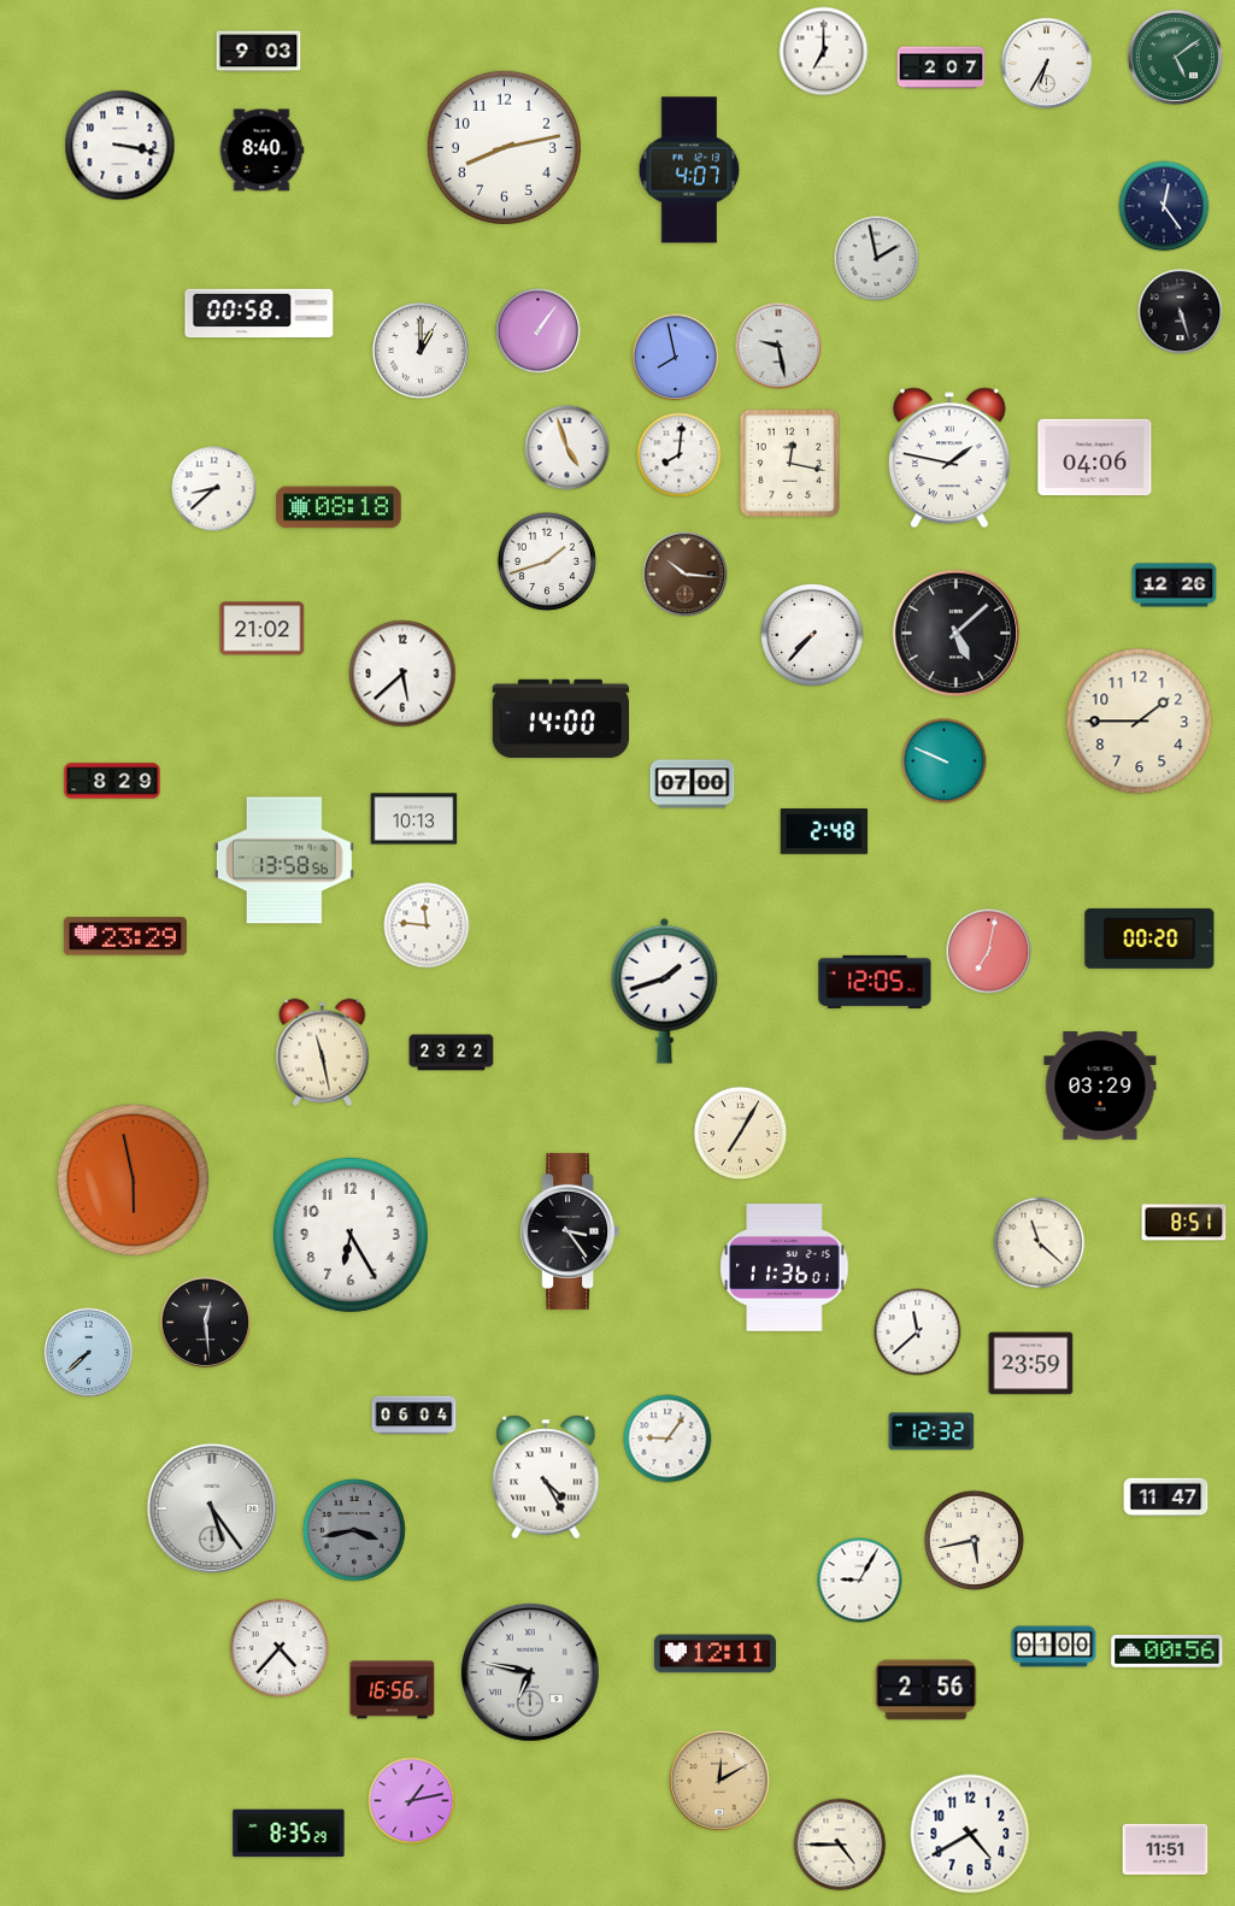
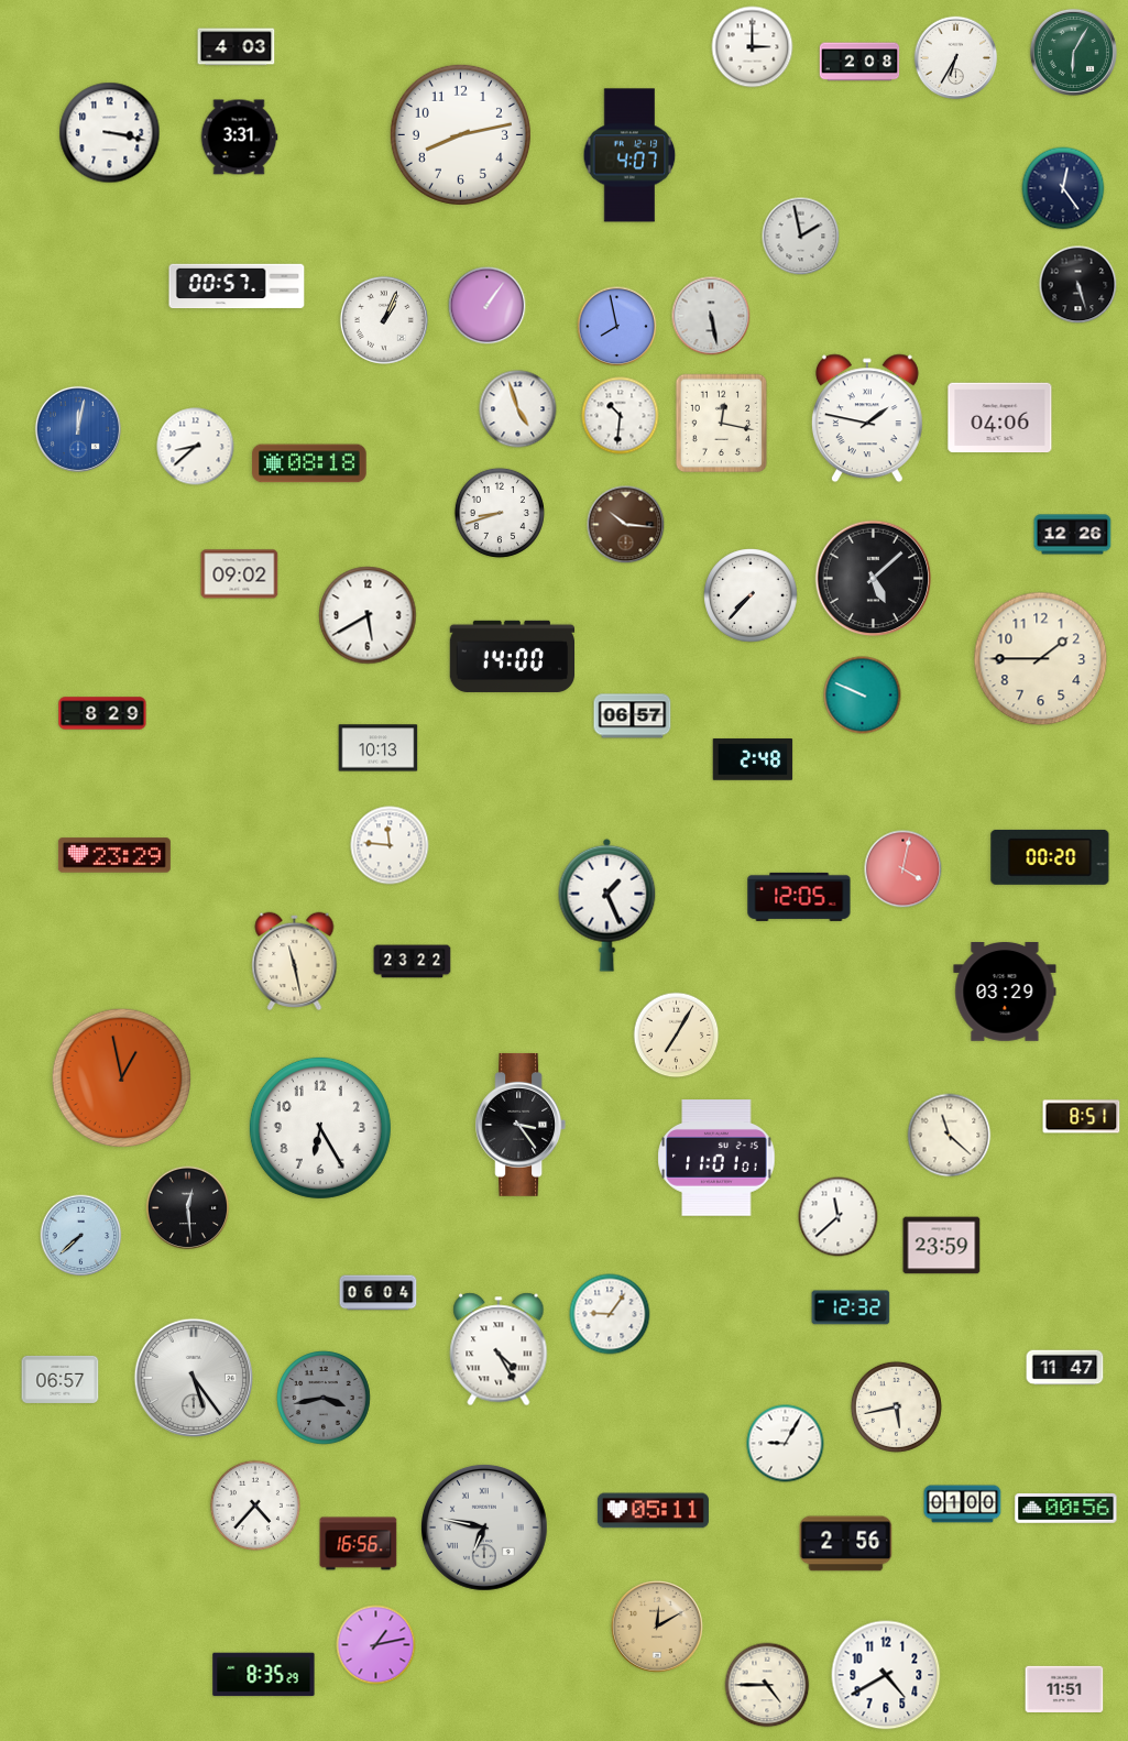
clock at (259, 52): 9:03 -> 4:03
clock at (824, 52): 7:00 -> 3:00
clock at (1175, 57): 5:09 -> 6:05
clock at (941, 67): 2:07 -> 2:08
clock at (261, 151): 8:40 -> 3:31
clock at (259, 313): 00:58 -> 00:57
clock at (539, 331) position: (539, 331) -> (488, 306)
clock at (778, 346): 9:28 -> 5:28
clock at (421, 351): 1:00 -> 1:04
clock at (680, 455): 8:01 -> 10:31
clock at (78, 429): none -> 12:02
clock at (547, 561): 1:42 -> 8:42
clock at (263, 629): 21:02 -> 09:02
clock at (812, 635) position: (812, 635) -> (751, 595)
clock at (402, 673): 5:38 -> 5:40
clock at (693, 784): 07:00 -> 06:57
clock at (284, 860): 13:58 -> none
clock at (989, 952): 7:02 -> 4:02
clock at (665, 990): 1:42 -> 1:26
clock at (133, 1180): 5:58 -> 12:58
clock at (784, 1267): 11:36 -> 11:01
clock at (61, 1379): none -> 06:57
clock at (974, 1540) position: (974, 1540) -> (896, 1406)
clock at (714, 1654): 12:11 -> 05:11
